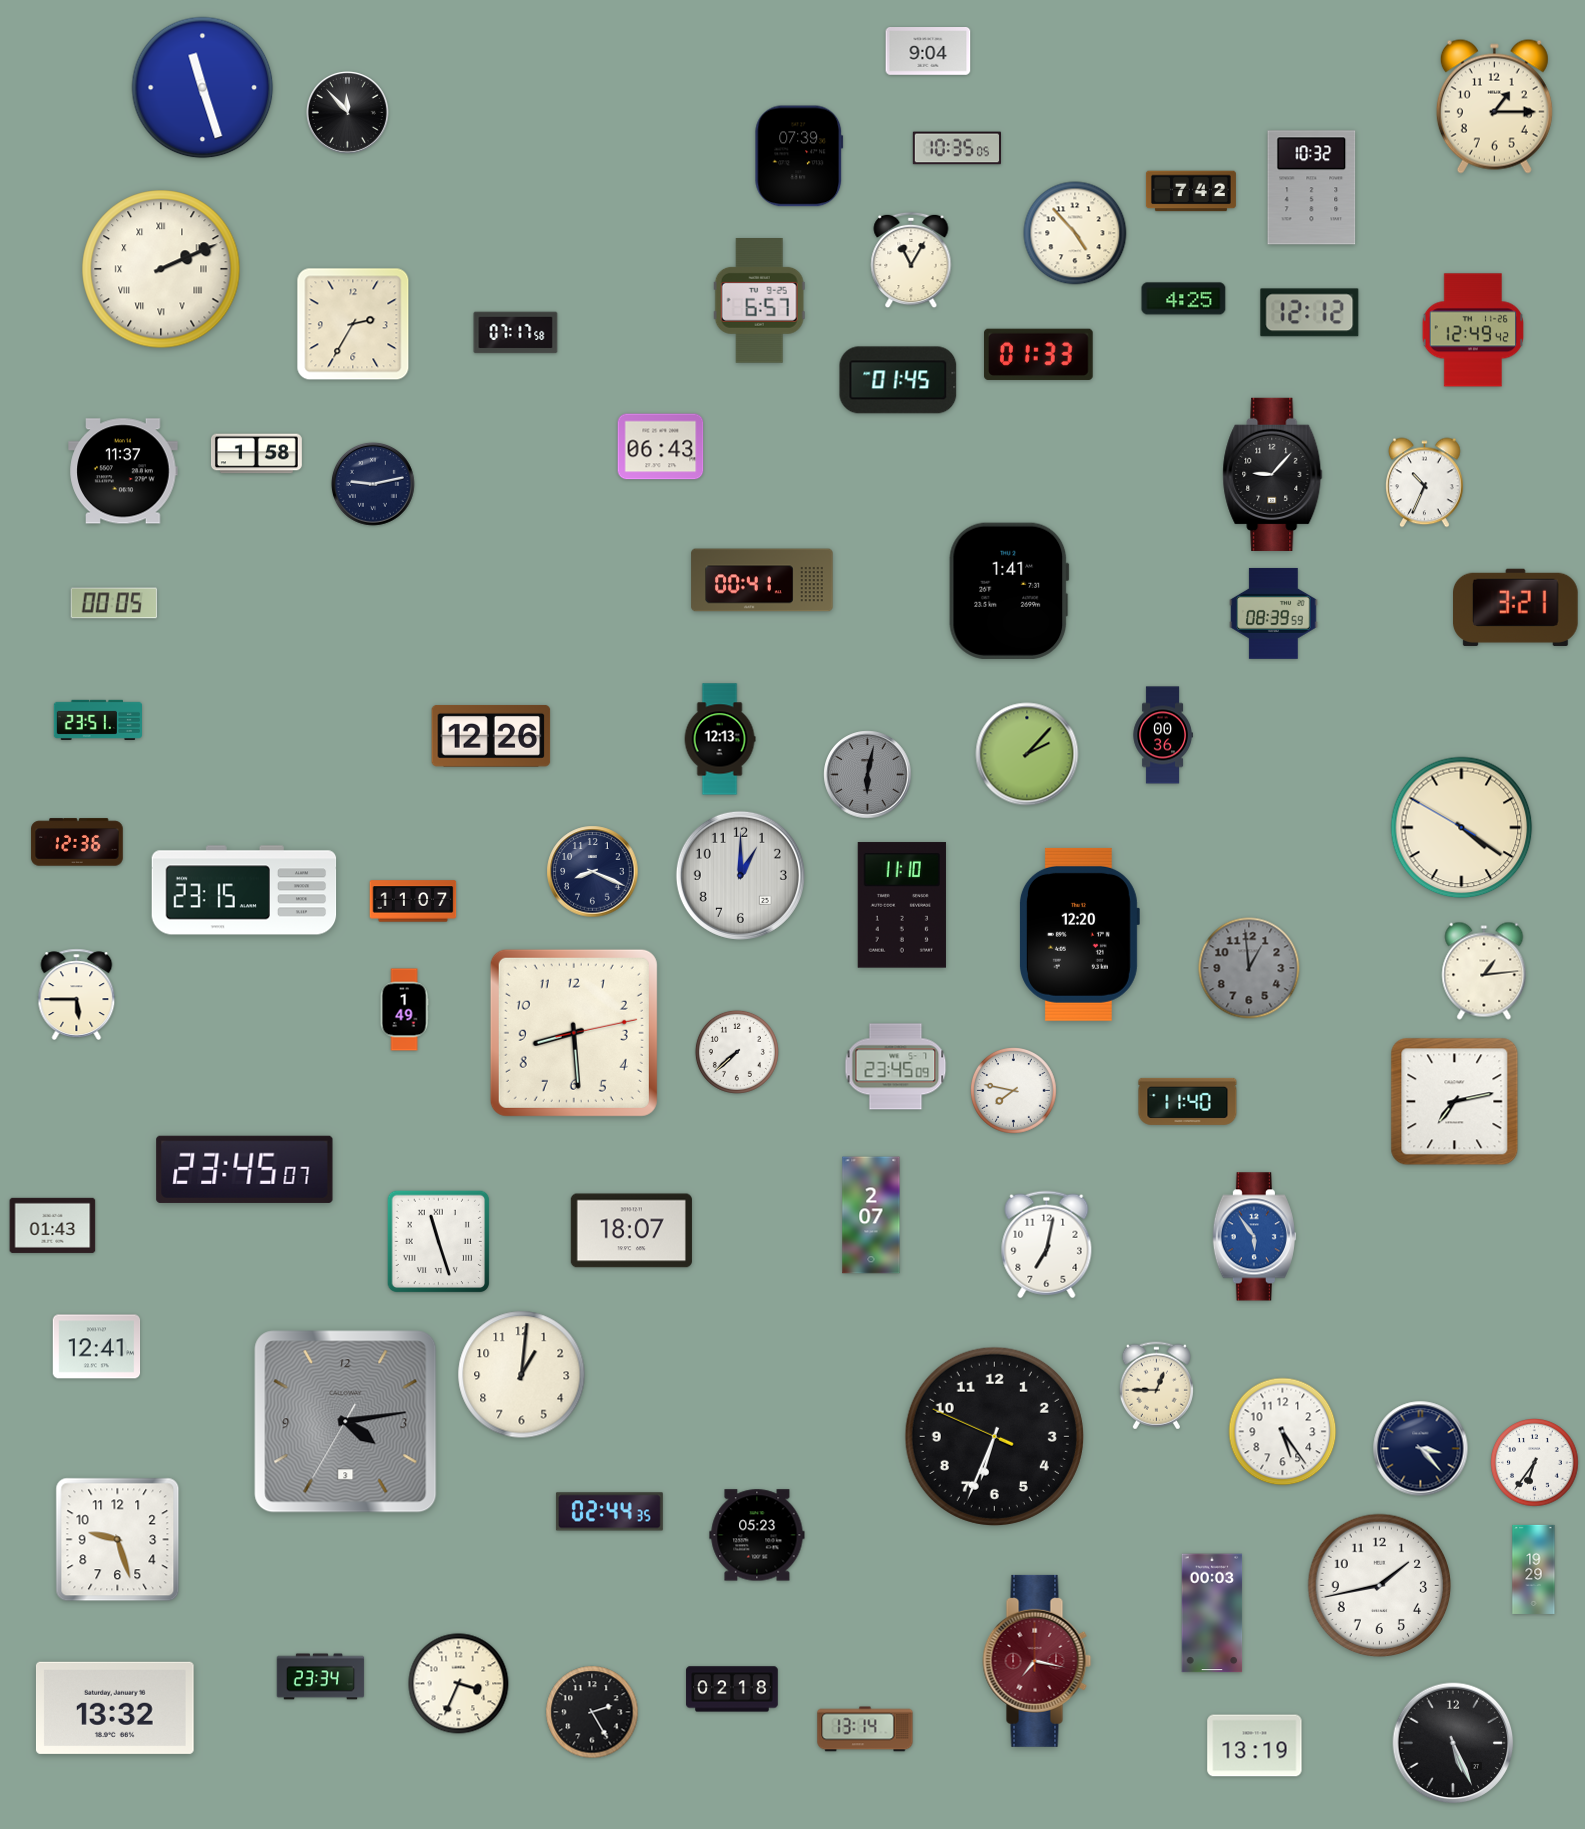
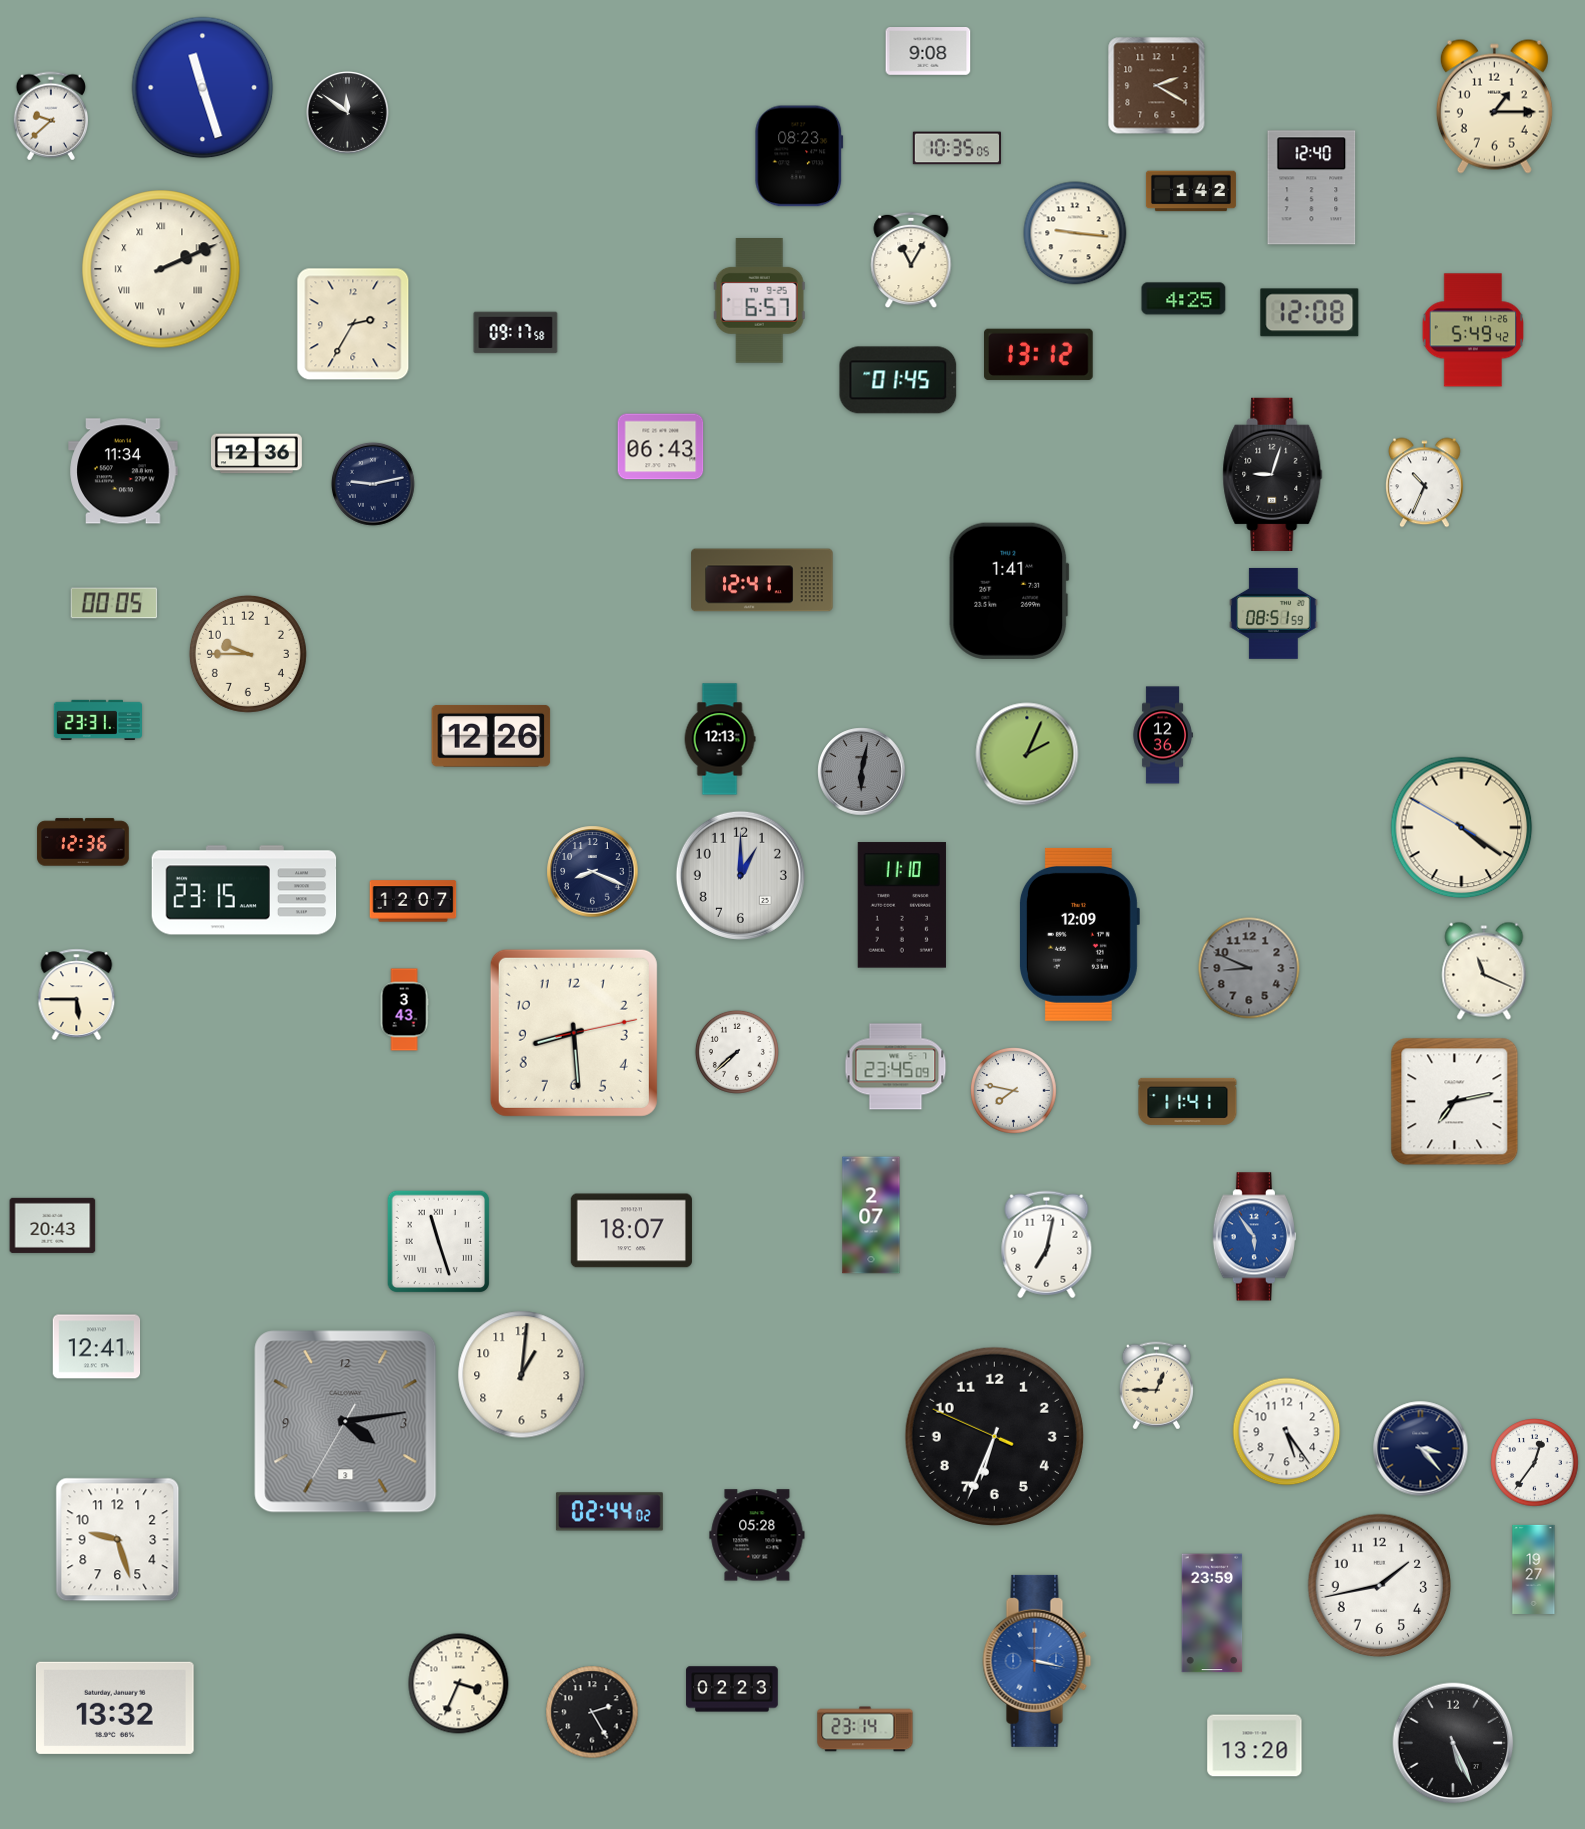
clock at (928, 52): 9:04 -> 9:08
clock at (1157, 86): none -> 2:20
clock at (347, 112): 11:53 -> 11:51
clock at (50, 116): none -> 9:38
clock at (799, 156): 07:39 -> 08:23
clock at (1312, 188): 10:32 -> 12:40
clock at (1191, 191): 7:42 -> 1:42
clock at (1075, 233): 4:53 -> 9:16
clock at (1310, 313): 12:12 -> 12:08
clock at (1472, 330): 12:49 -> 5:49
clock at (516, 333): 07:17 -> 09:17
clock at (1039, 354): 01:33 -> 13:12
clock at (257, 454): 1:58 -> 12:36
clock at (123, 471): 11:37 -> 11:34
clock at (1273, 474): 9:07 -> 9:03
clock at (762, 580): 00:41 -> 12:41
clock at (1516, 607): 3:21 -> none
clock at (1274, 613): 08:39 -> 08:51
clock at (248, 654): none -> 9:45
clock at (97, 720): 23:51 -> 23:31
clock at (1163, 735): 00:36 -> 12:36
clock at (1027, 754): 2:07 -> 2:04
clock at (868, 775) position: (868, 775) -> (862, 772)
clock at (77, 842) position: (77, 842) -> (83, 842)
clock at (413, 901): 11:07 -> 12:07
clock at (1079, 934): 12:20 -> 12:09
clock at (1249, 968): 12:59 -> 8:49
clock at (1484, 971): 1:14 -> 11:19
clock at (404, 1010): 1:49 -> 3:43
clock at (1188, 1101): 11:40 -> 11:41
clock at (245, 1169): 23:45 -> none
clock at (53, 1225): 01:43 -> 20:43
clock at (1283, 1432) position: (1283, 1432) -> (1287, 1432)
clock at (1535, 1463): 6:36 -> 12:36
clock at (609, 1512): 02:44:35 -> 02:44:02
clock at (757, 1535): 05:23 -> 05:28
clock at (1534, 1569): 19:29 -> 19:27
clock at (1212, 1613): 00:03 -> 23:59
clock at (1037, 1661): 7:17 -> 3:17
clock at (1037, 1661) dial: burgundy -> blue
clock at (321, 1677): 23:34 -> none
clock at (732, 1689): 02:18 -> 02:23
clock at (865, 1729): 13:14 -> 23:14
clock at (1255, 1746): 13:19 -> 13:20
